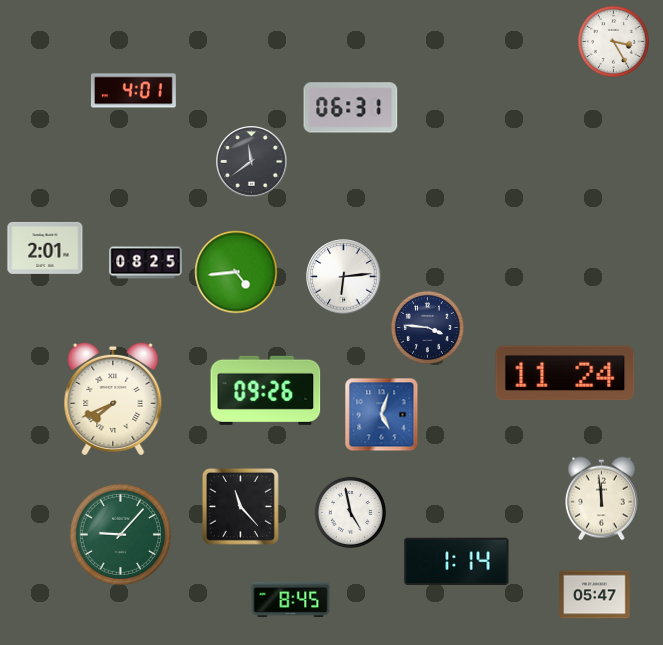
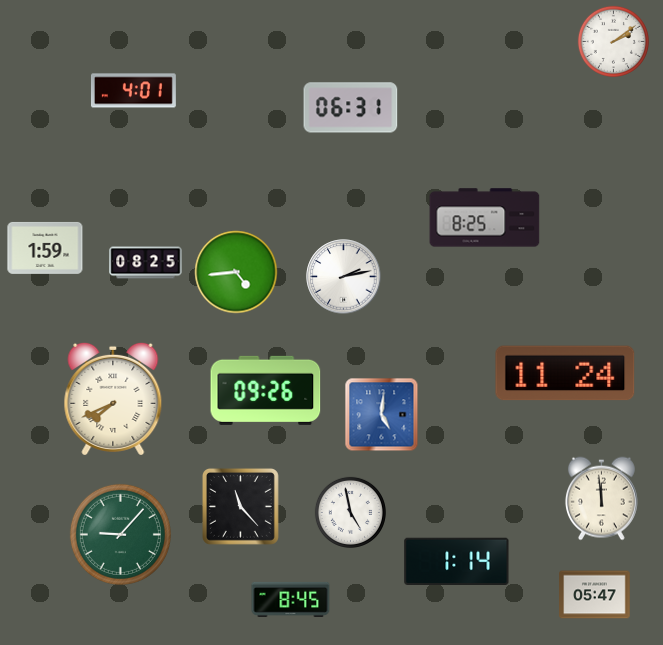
clock at (613, 41): 3:25 -> 2:09
clock at (252, 162): 11:39 -> none
clock at (485, 218): none -> 8:25
clock at (45, 248): 2:01 -> 1:59
clock at (344, 277): 6:14 -> 2:13
clock at (427, 327): 3:46 -> none
clock at (382, 415): 5:03 -> 5:01
